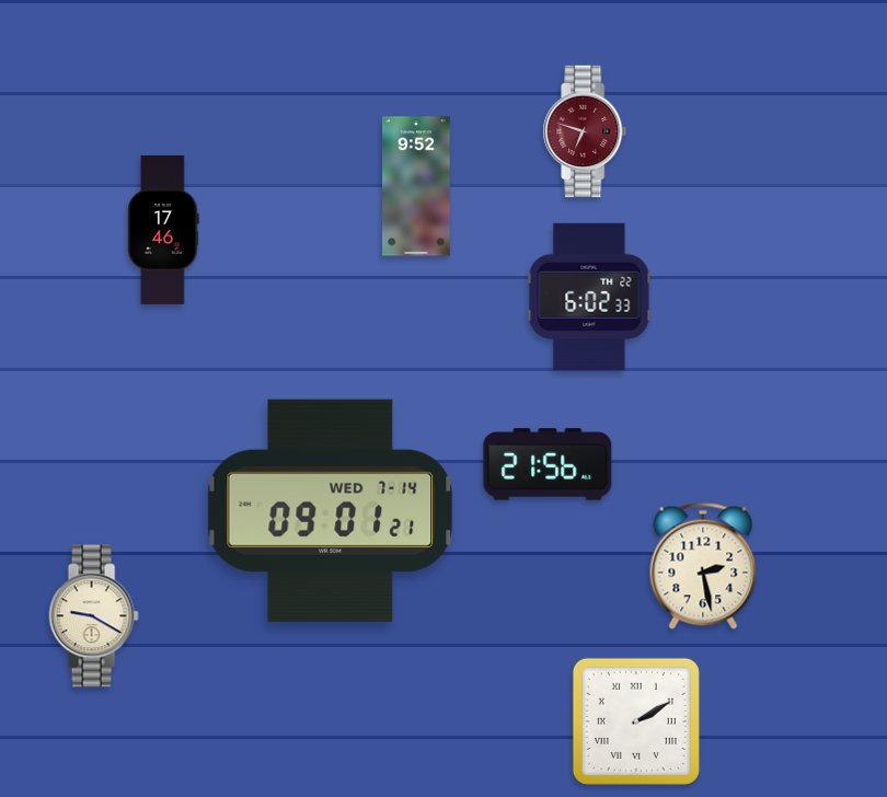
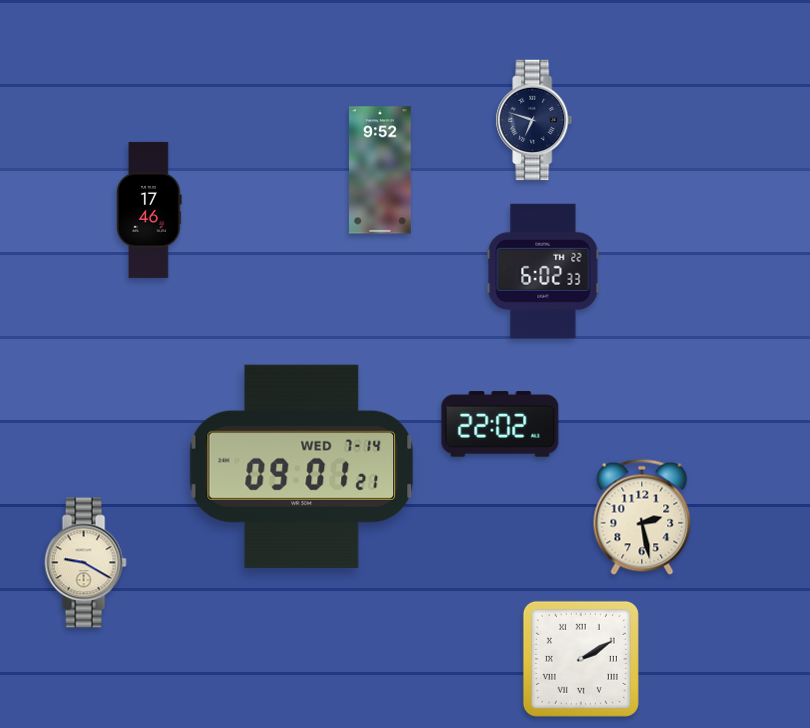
clock at (585, 131) dial: burgundy -> navy
clock at (589, 297) position: (589, 297) -> (543, 271)
clock at (548, 464): 21:56 -> 22:02
